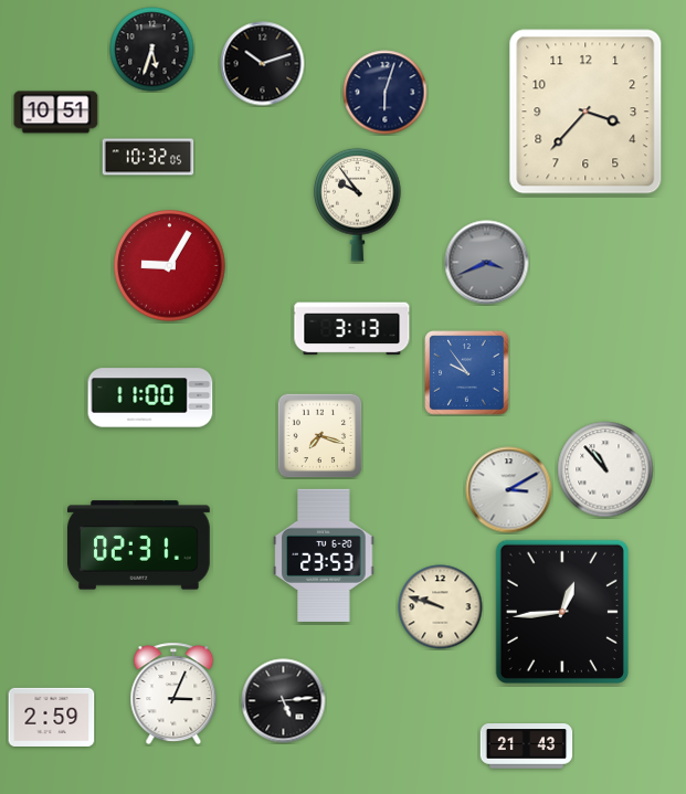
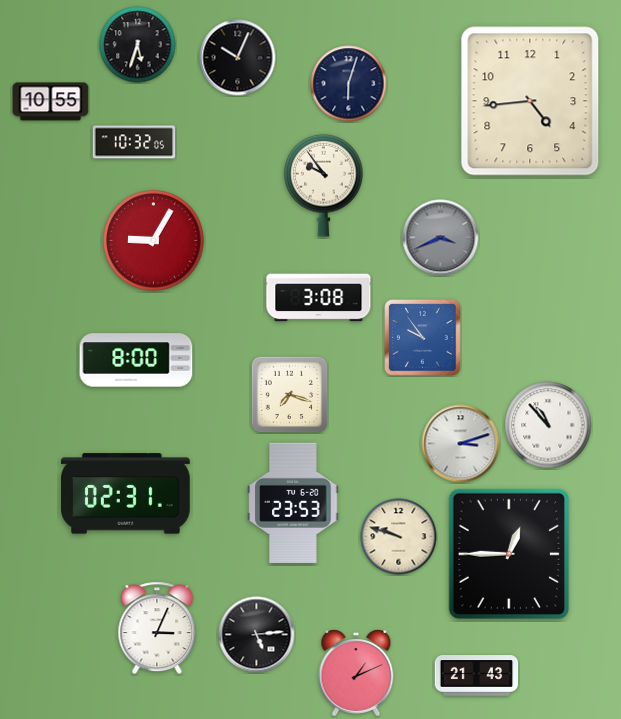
clock at (263, 64): 10:12 -> 10:04
clock at (585, 112): 3:37 -> 4:44
clock at (56, 113): 10:51 -> 10:55
clock at (352, 329): 3:13 -> 3:08
clock at (150, 398): 11:00 -> 8:00
clock at (509, 490): 3:10 -> 3:12
clock at (441, 607) position: (441, 607) -> (399, 537)
clock at (561, 611): 12:44 -> 12:45
clock at (52, 717): 2:59 -> none
clock at (356, 673): none -> 1:11
